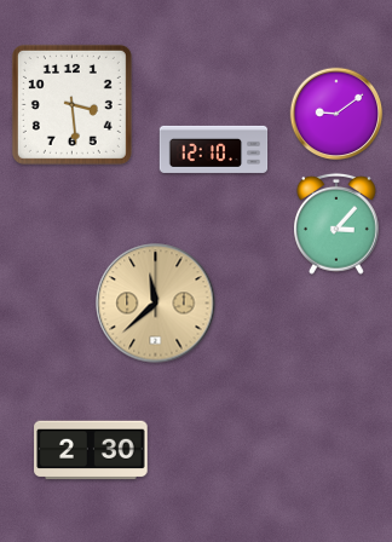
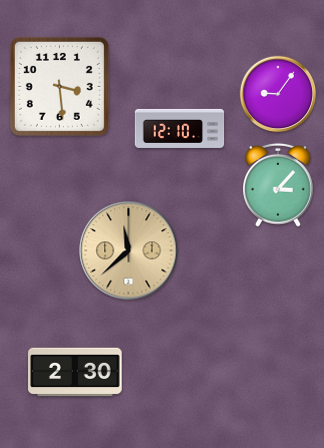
clock at (336, 114): 9:09 -> 9:06
clock at (214, 149) position: (214, 149) -> (180, 128)
